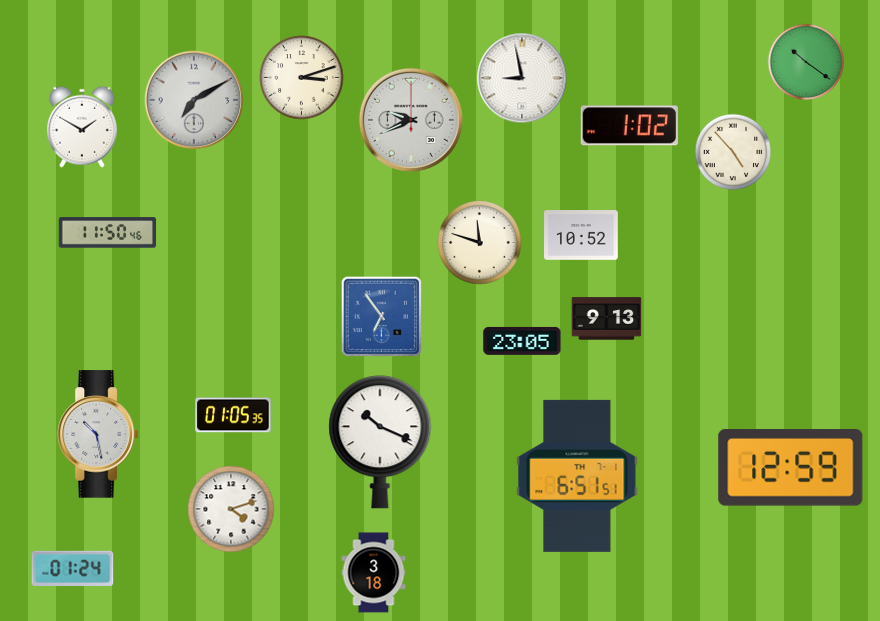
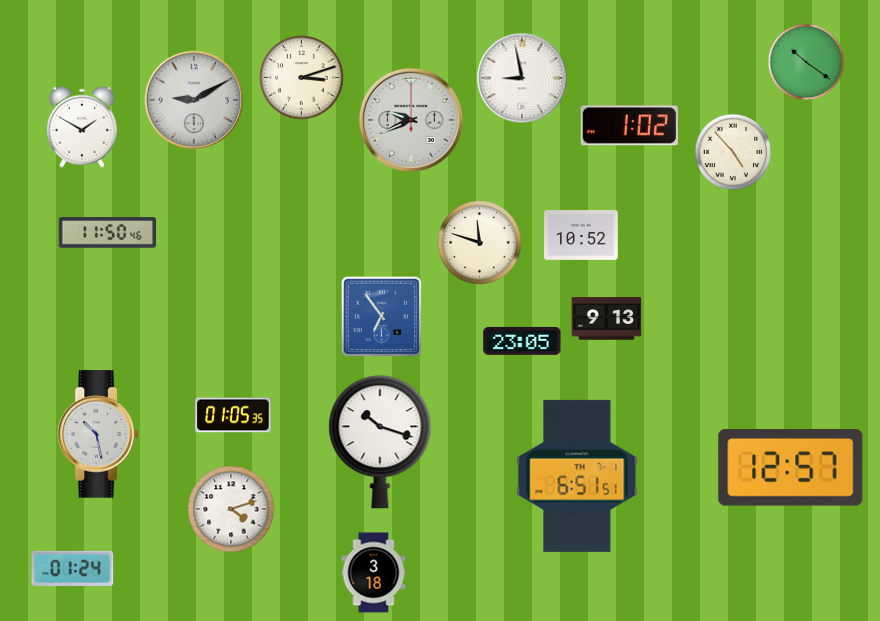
clock at (194, 100): 7:10 -> 9:10
clock at (380, 442): 10:19 -> 10:18
clock at (791, 468): 12:59 -> 12:57
